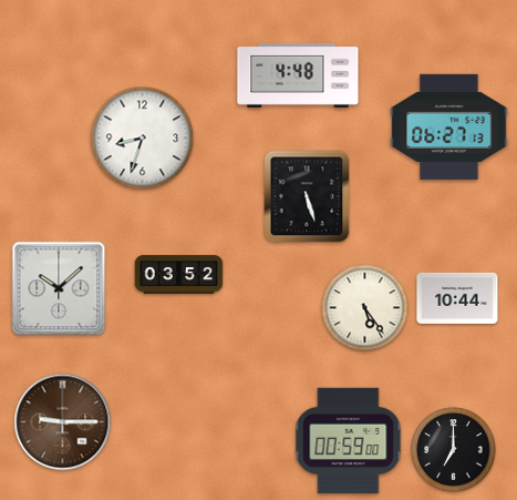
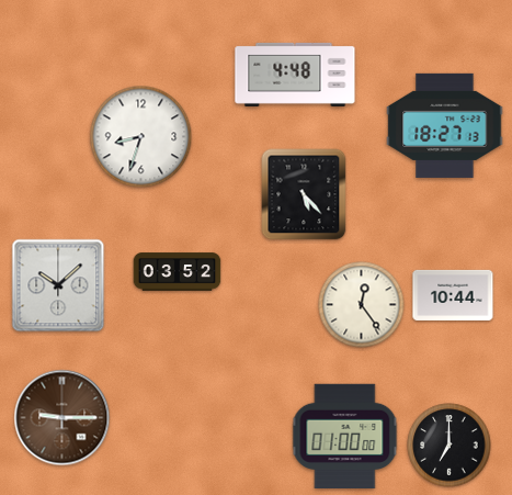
clock at (449, 126): 06:27 -> 18:27
clock at (307, 196): 5:27 -> 5:23
clock at (365, 308): 5:24 -> 12:24
clock at (349, 440): 00:59 -> 01:00
